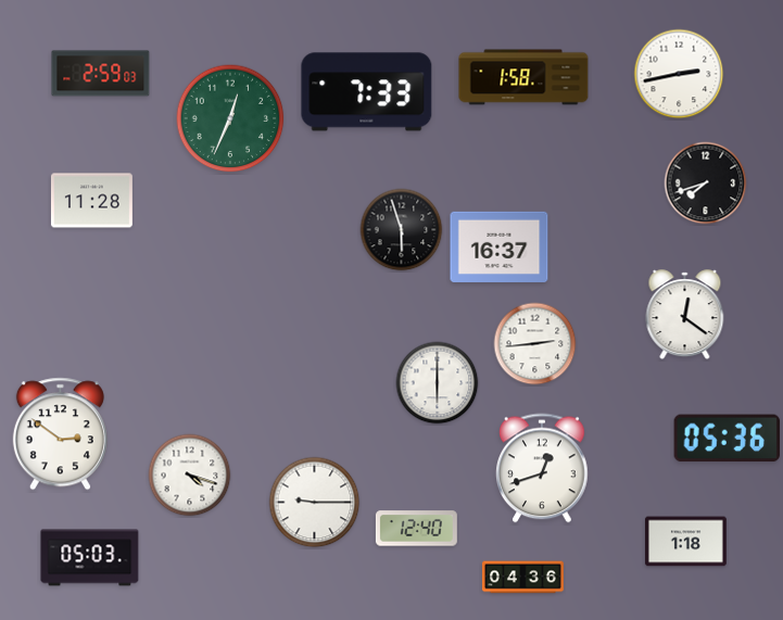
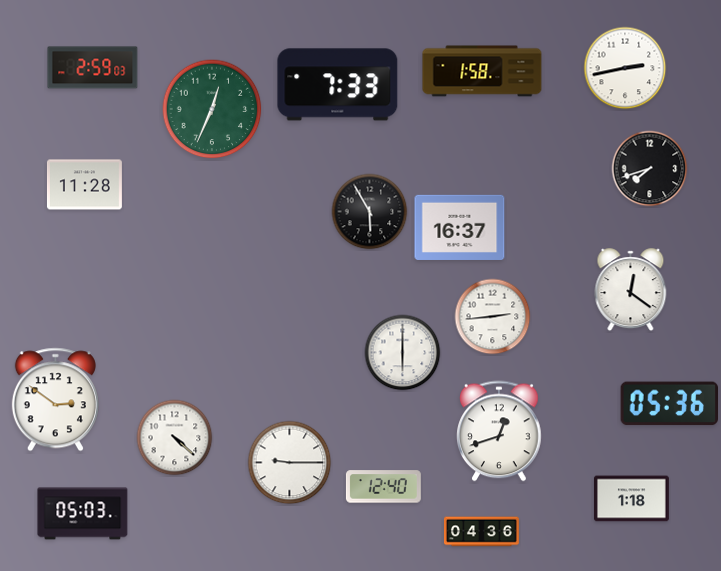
clock at (402, 230): 5:57 -> 5:55
clock at (190, 476): 4:18 -> 4:22
